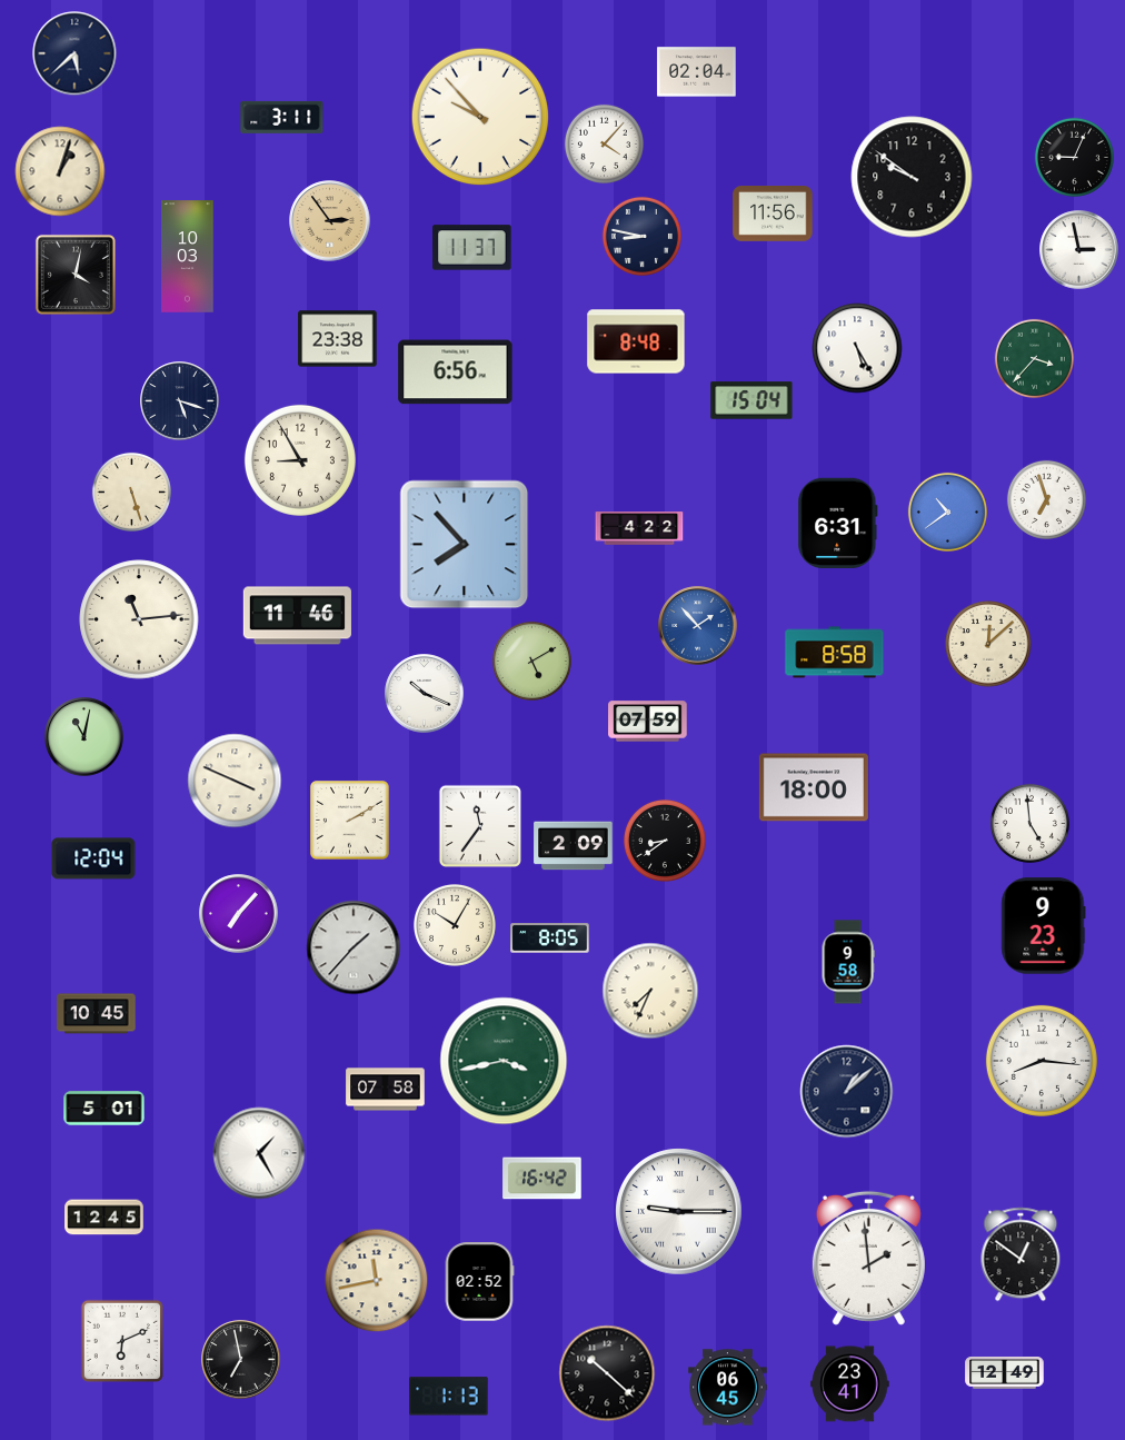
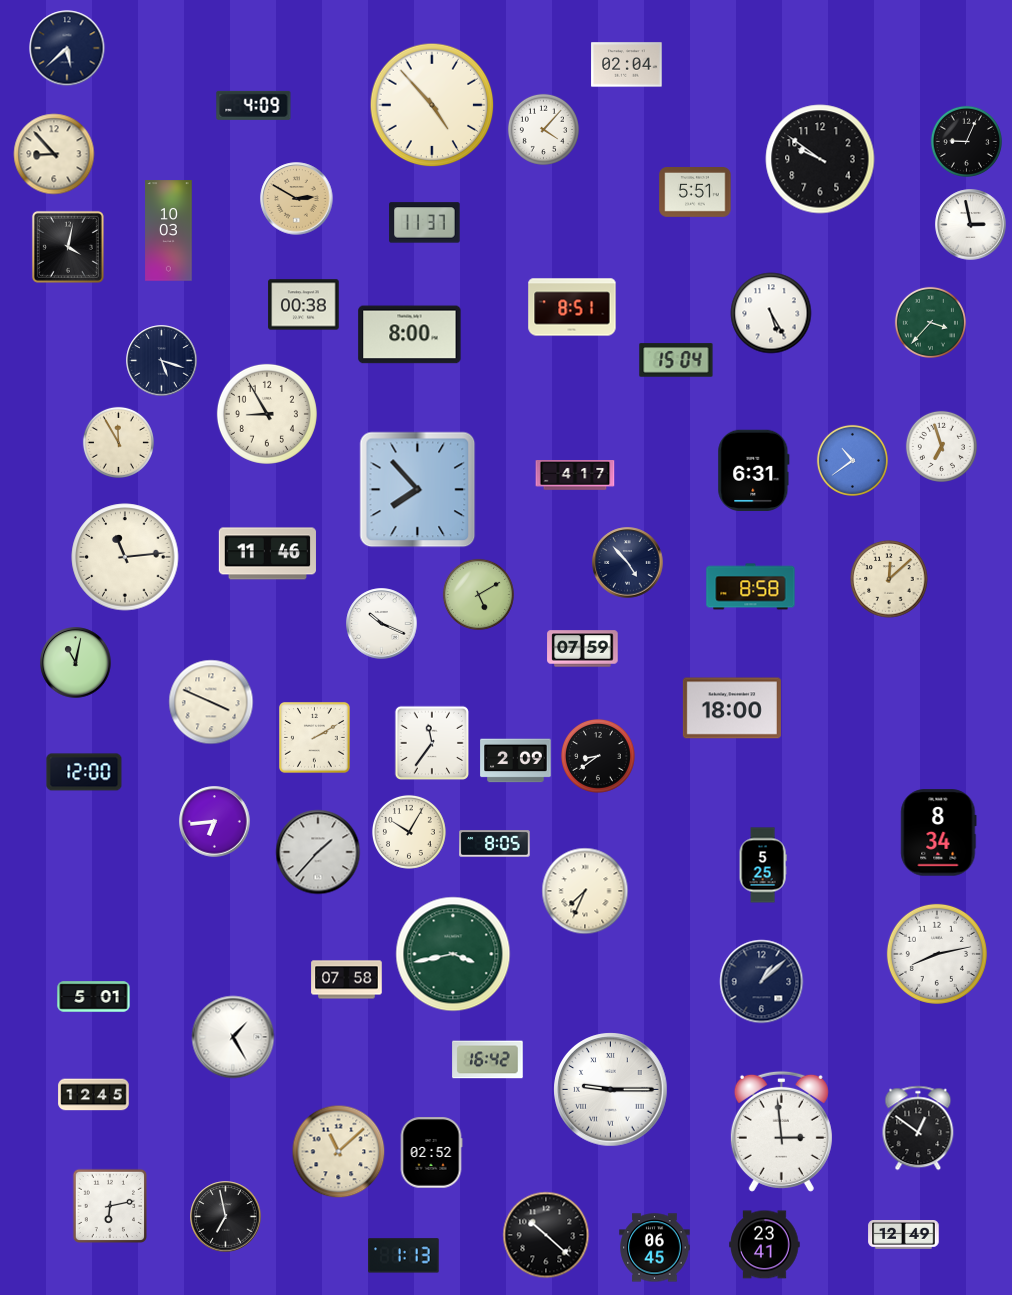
clock at (282, 117): 3:11 -> 4:09
clock at (480, 117): 9:53 -> 4:53
clock at (60, 171): 1:03 -> 8:53
clock at (773, 215): 11:56 -> 5:51
clock at (330, 221): 2:54 -> 2:50
clock at (641, 236): 8:47 -> none
clock at (338, 339): 23:38 -> 00:38
clock at (636, 341): 8:48 -> 8:51
clock at (456, 373): 6:56 -> 8:00
clock at (300, 460) position: (300, 460) -> (267, 414)
clock at (131, 491): 5:27 -> 11:55
clock at (1046, 499) position: (1046, 499) -> (941, 446)
clock at (639, 528): 4:22 -> 4:17
clock at (698, 626): 1:53 -> 4:53
clock at (698, 626) dial: blue -> navy
clock at (1029, 823): 4:59 -> none
clock at (93, 858): 12:04 -> 12:00
clock at (239, 914): 7:07 -> 6:44
clock at (1044, 926): 9:23 -> 8:34
clock at (848, 962): 9:58 -> 5:25
clock at (97, 1014): 10:45 -> none
clock at (1042, 1061): 8:16 -> 8:13
clock at (868, 1258): 1:59 -> 2:59
clock at (377, 1281): 11:43 -> 11:08
clock at (121, 1340): 6:11 -> 6:13
clock at (241, 1360) position: (241, 1360) -> (226, 1217)
